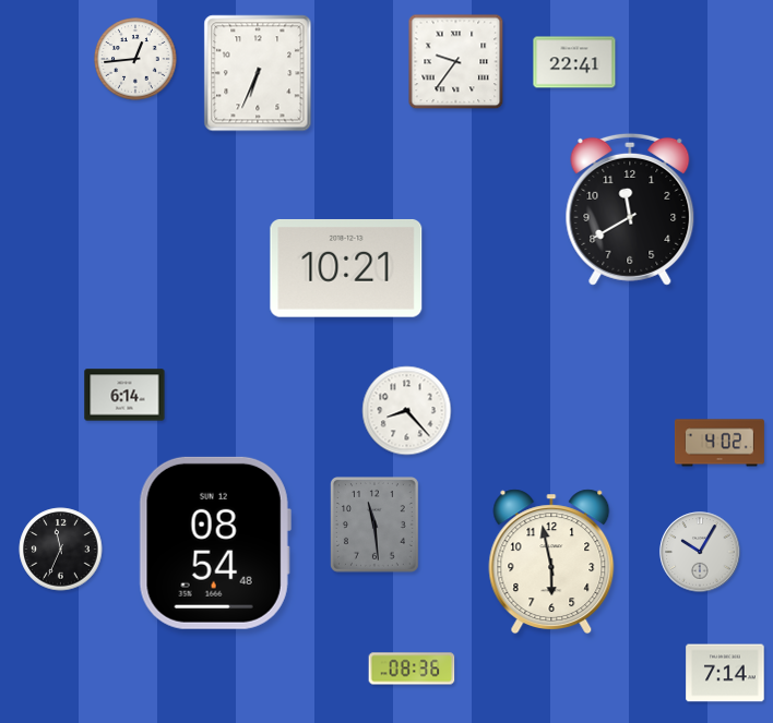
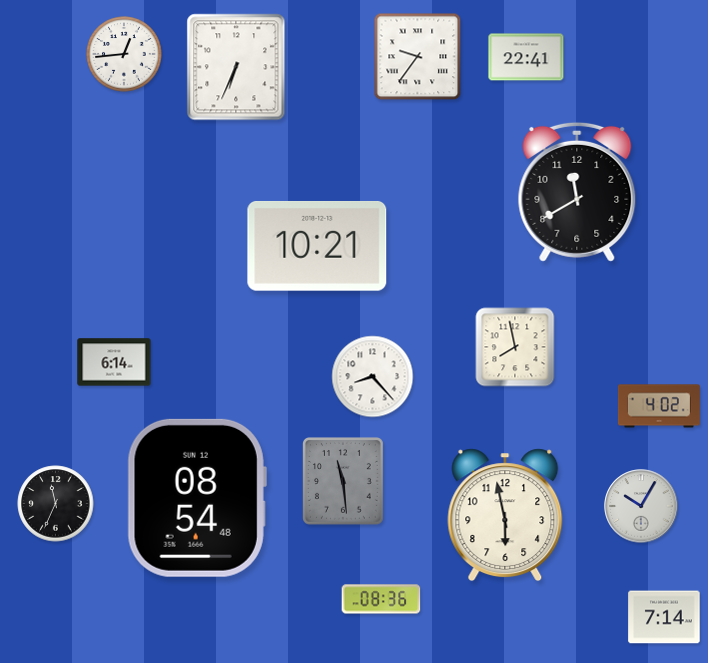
clock at (515, 347): none -> 7:58
clock at (412, 668) position: (412, 668) -> (381, 599)
